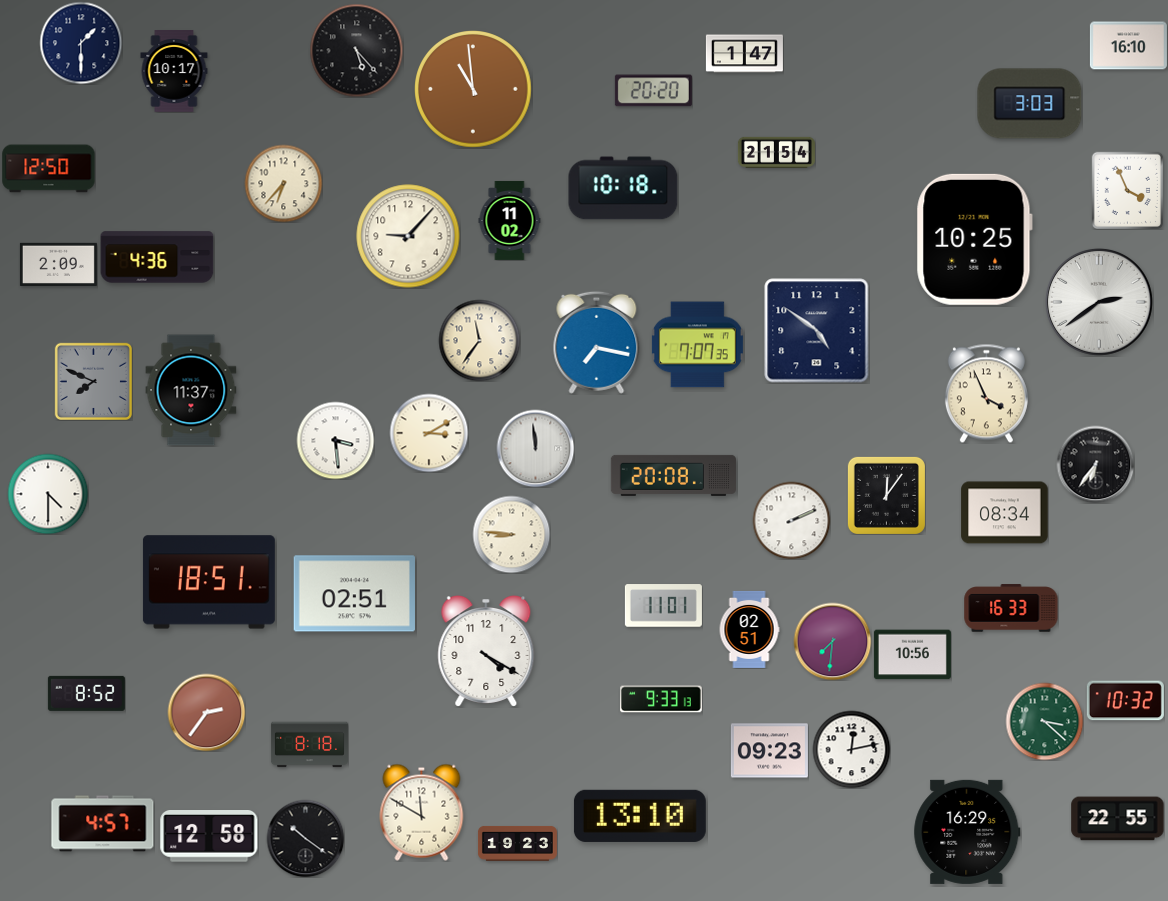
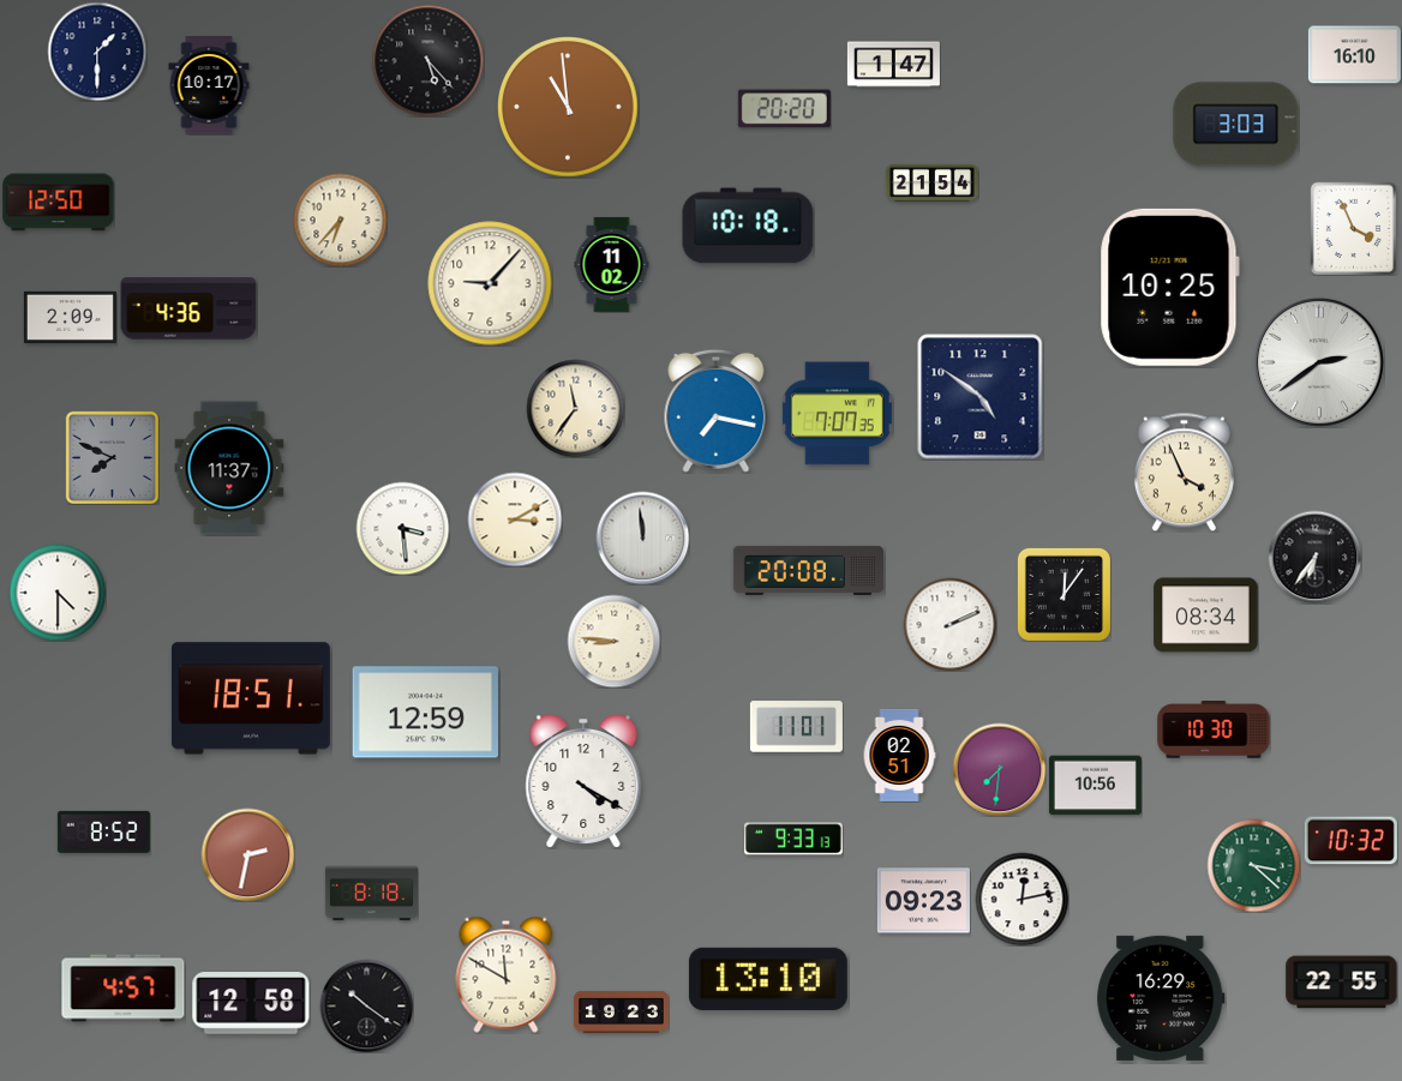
clock at (354, 594): 02:51 -> 12:59
clock at (1011, 608): 16:33 -> 10:30
clock at (206, 712): 2:36 -> 2:32
